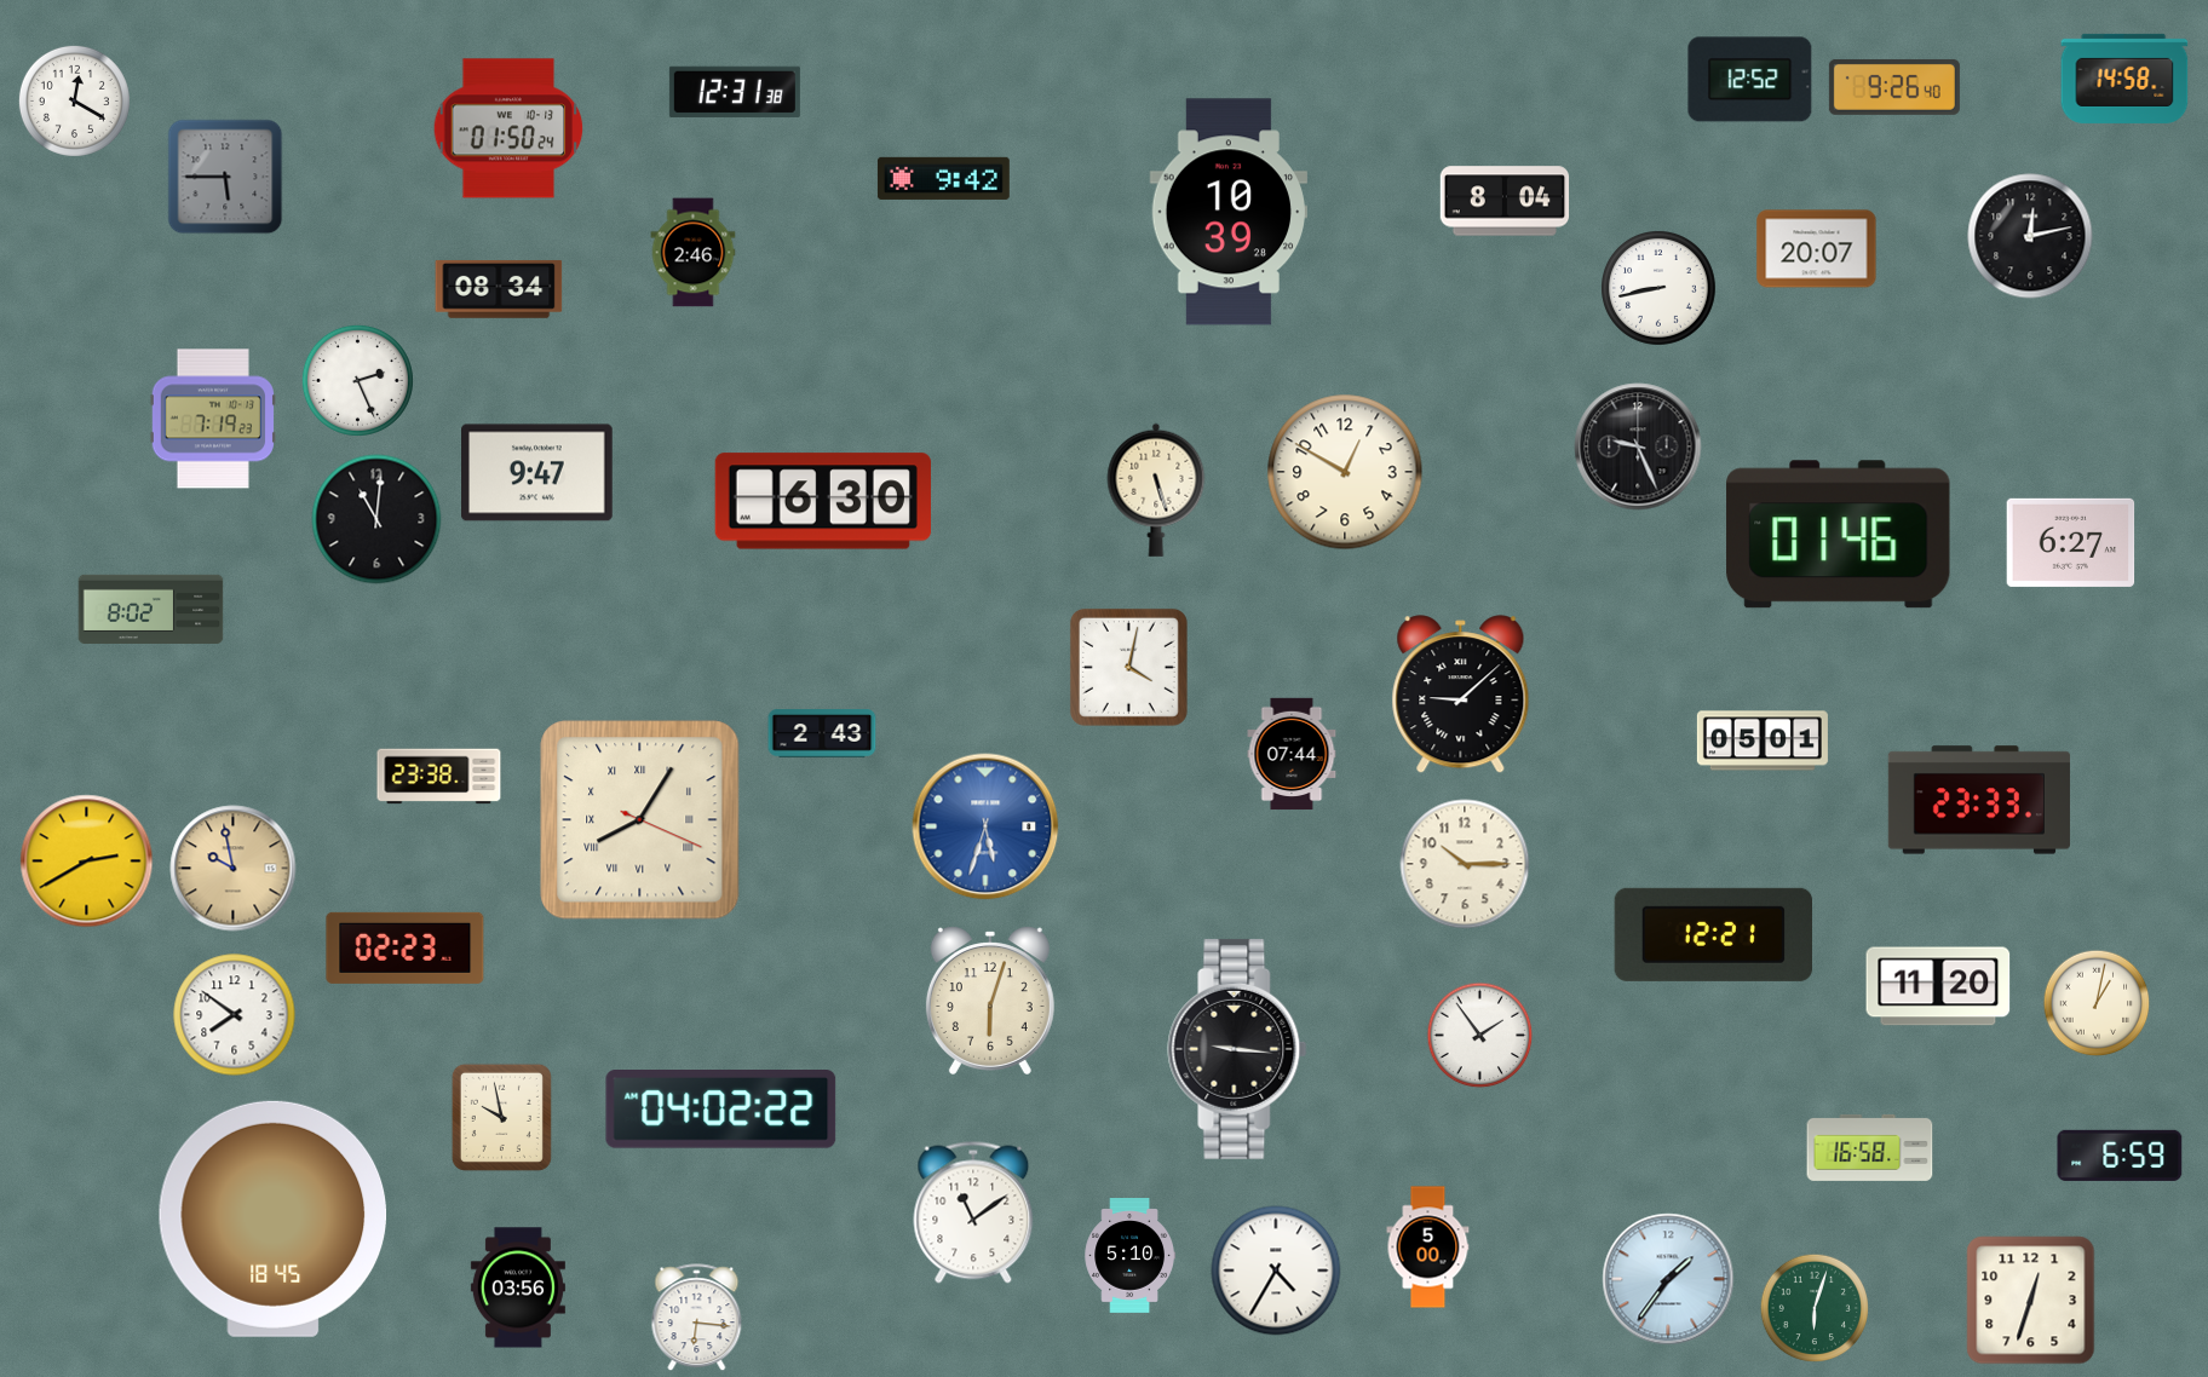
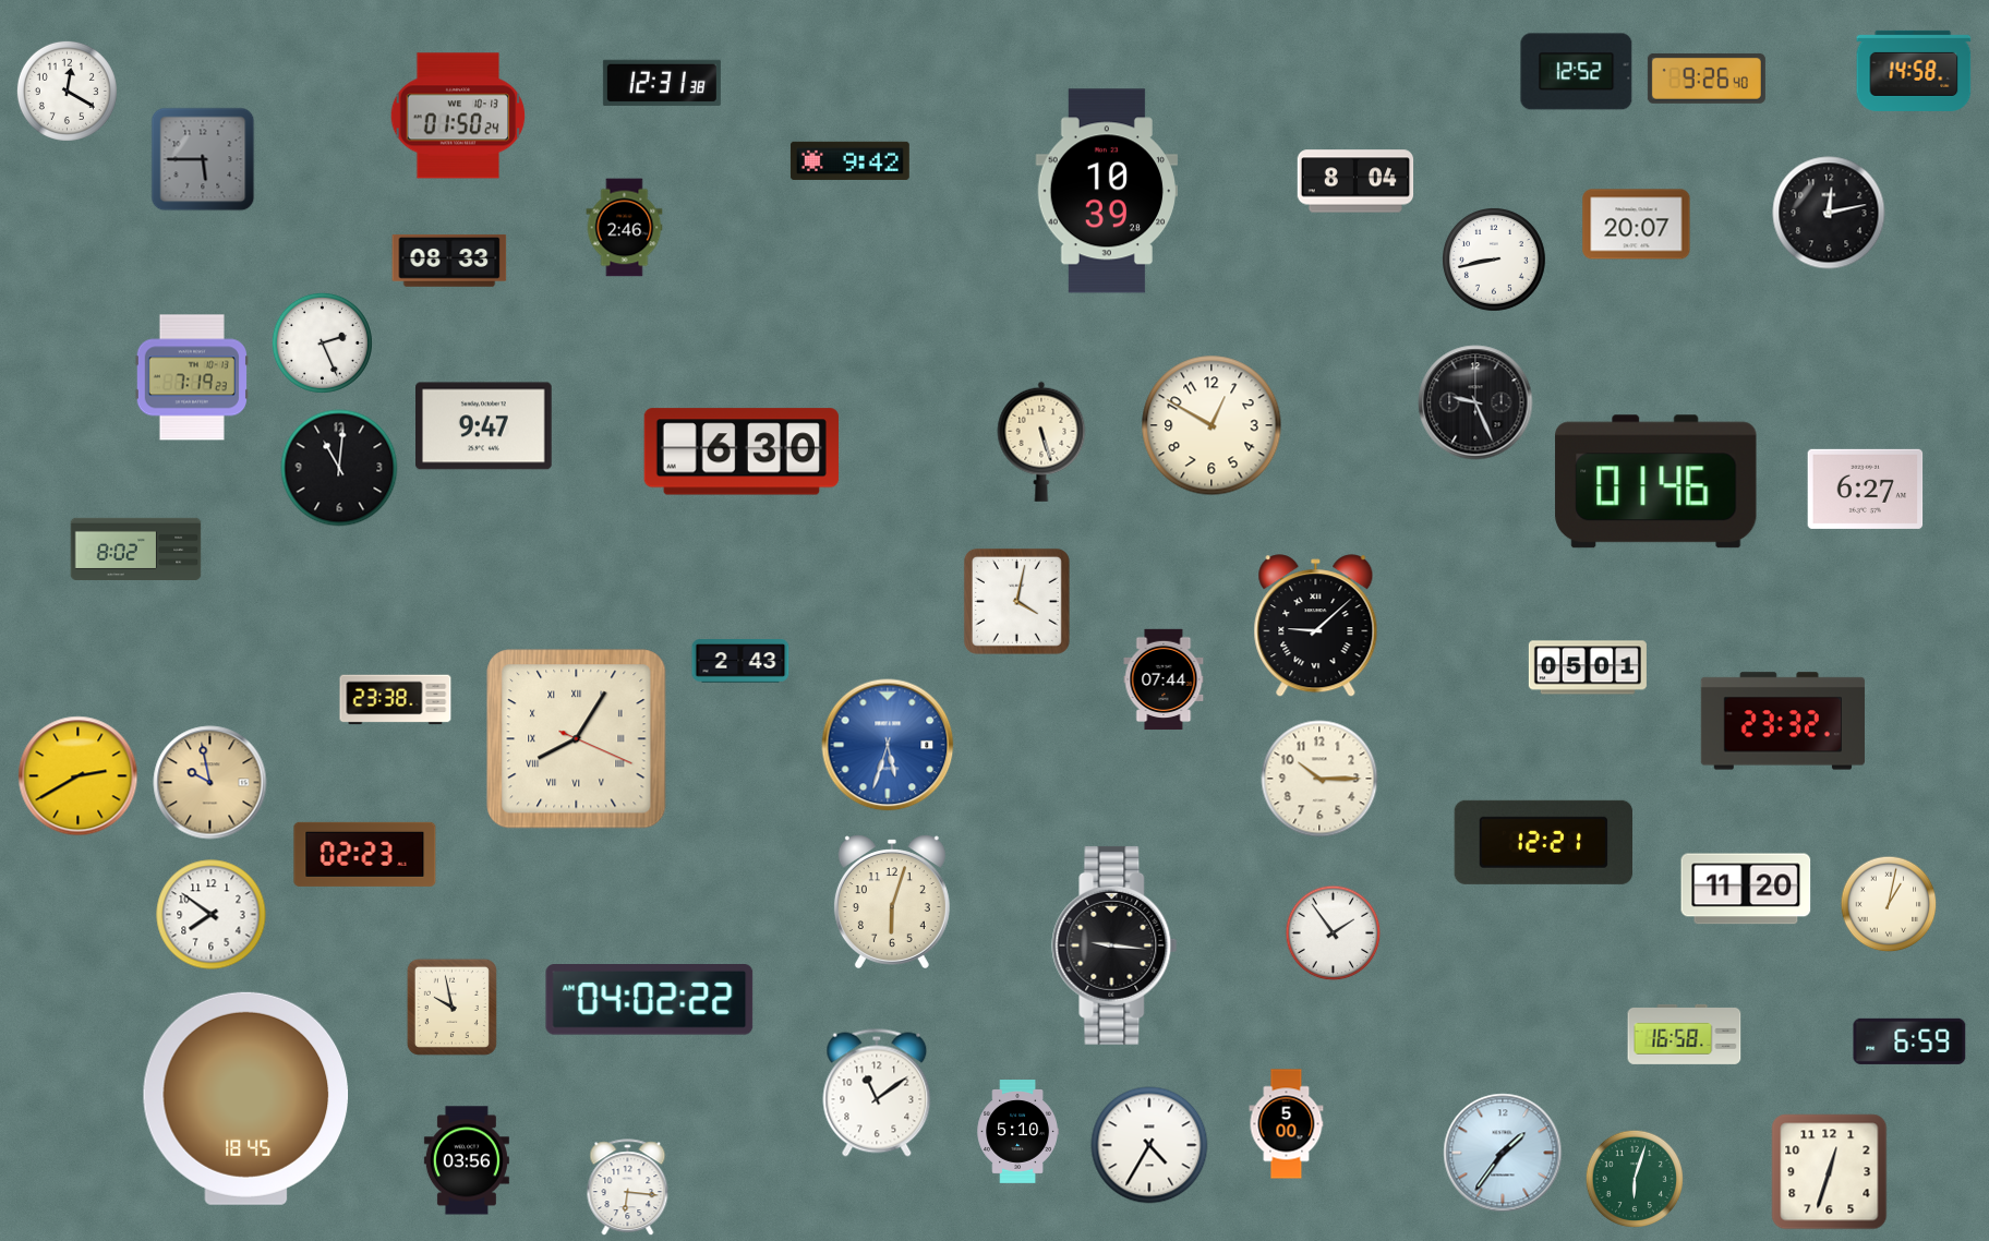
clock at (499, 289): 08:34 -> 08:33
clock at (1979, 800): 23:33 -> 23:32
